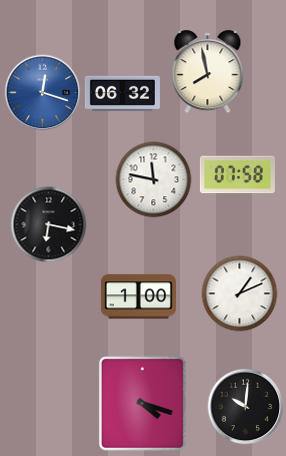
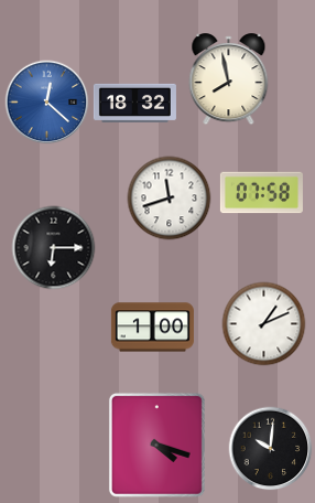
clock at (43, 93): 12:18 -> 12:22
clock at (122, 93): 06:32 -> 18:32
clock at (154, 180): 11:47 -> 11:42
clock at (49, 225): 6:17 -> 6:15
